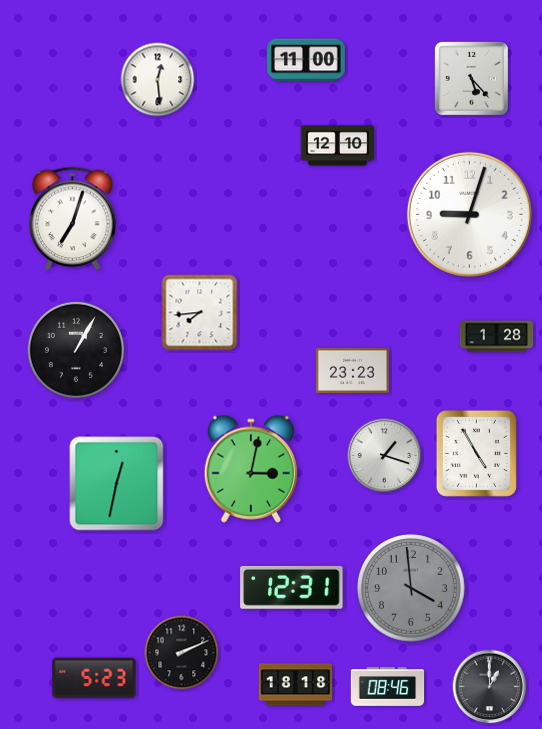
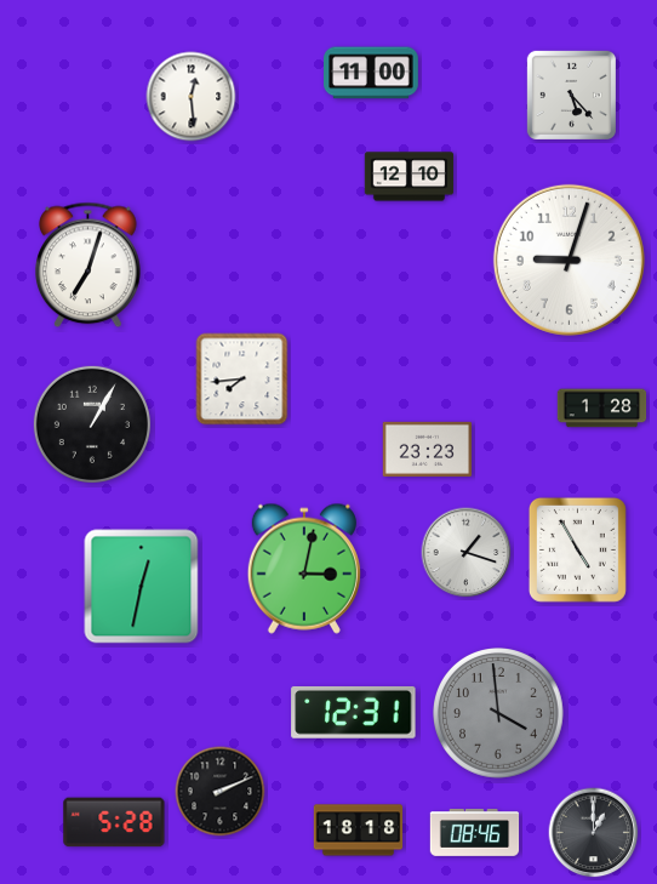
clock at (94, 678): 5:23 -> 5:28
clock at (388, 687) position: (388, 687) -> (475, 833)
